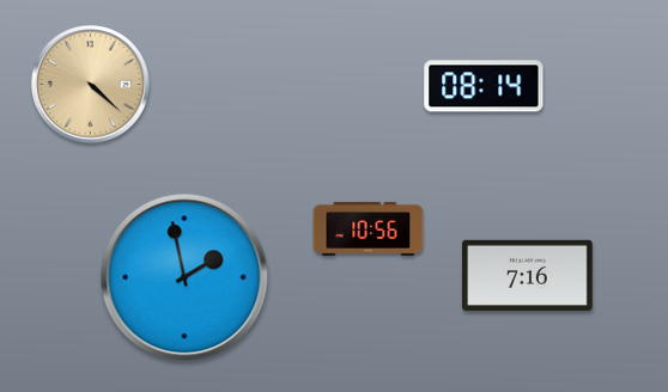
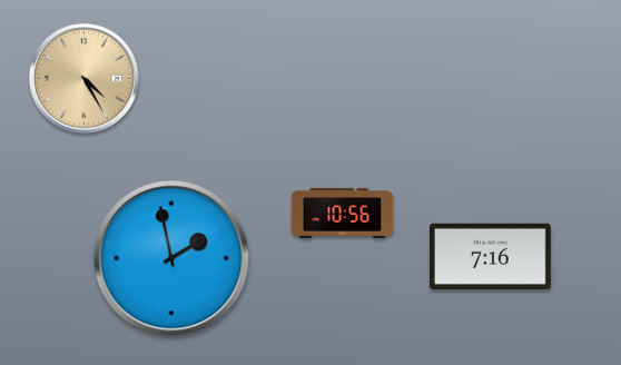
clock at (91, 85): 4:22 -> 4:25
clock at (484, 86): 08:14 -> none
